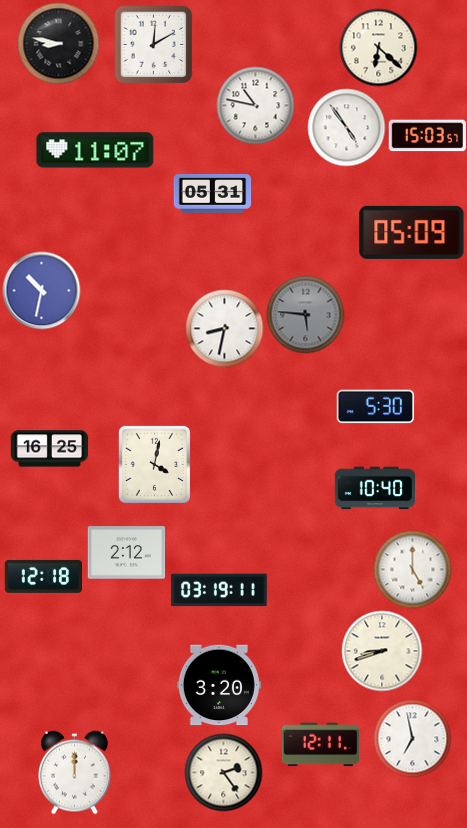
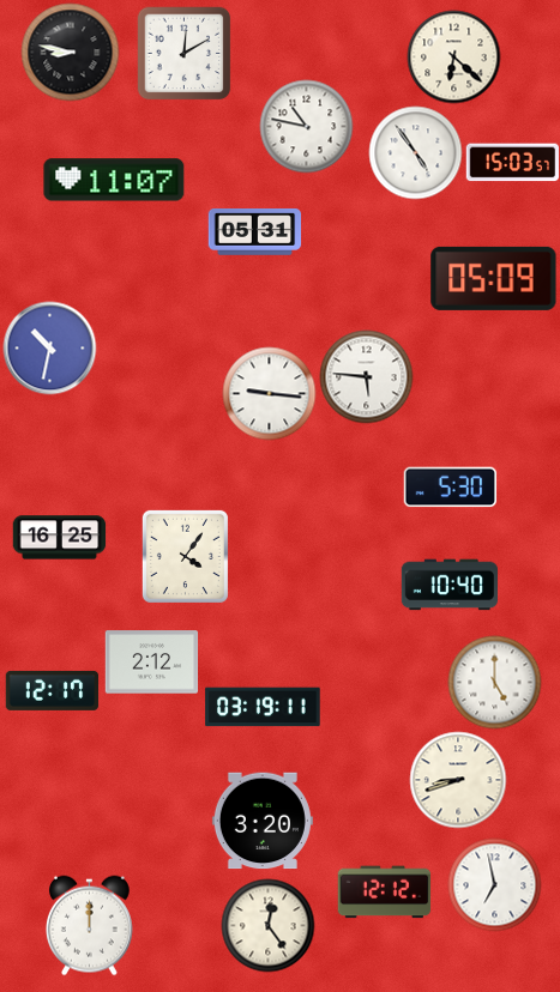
clock at (305, 314) dial: grey -> white
clock at (224, 328): 8:32 -> 9:16
clock at (154, 464): 4:02 -> 4:06
clock at (43, 576): 12:18 -> 12:17
clock at (320, 745): 12:11 -> 12:12
clock at (223, 772): 2:24 -> 12:24
